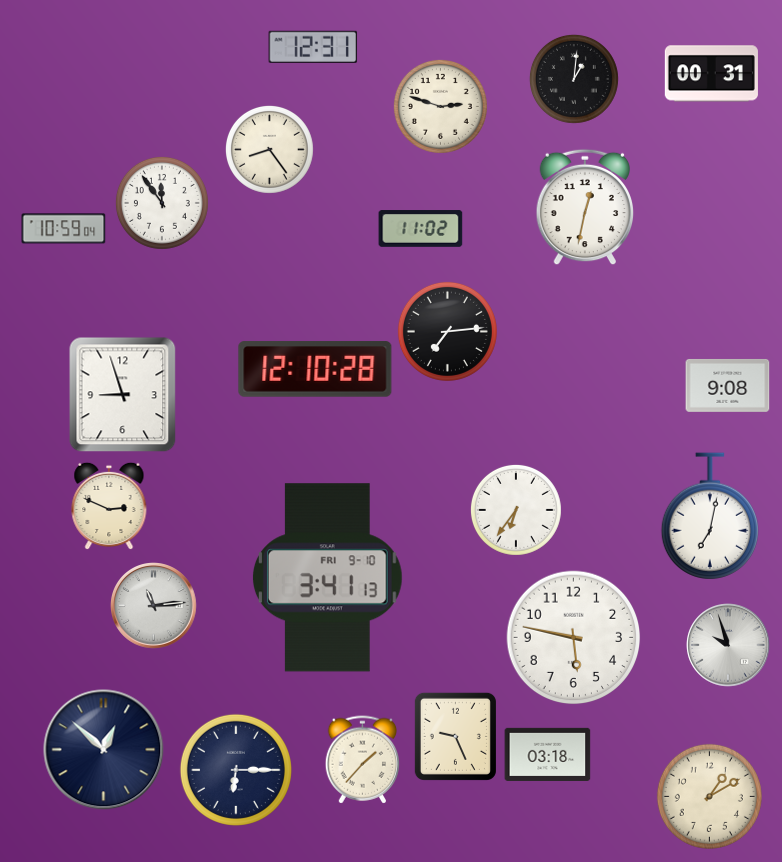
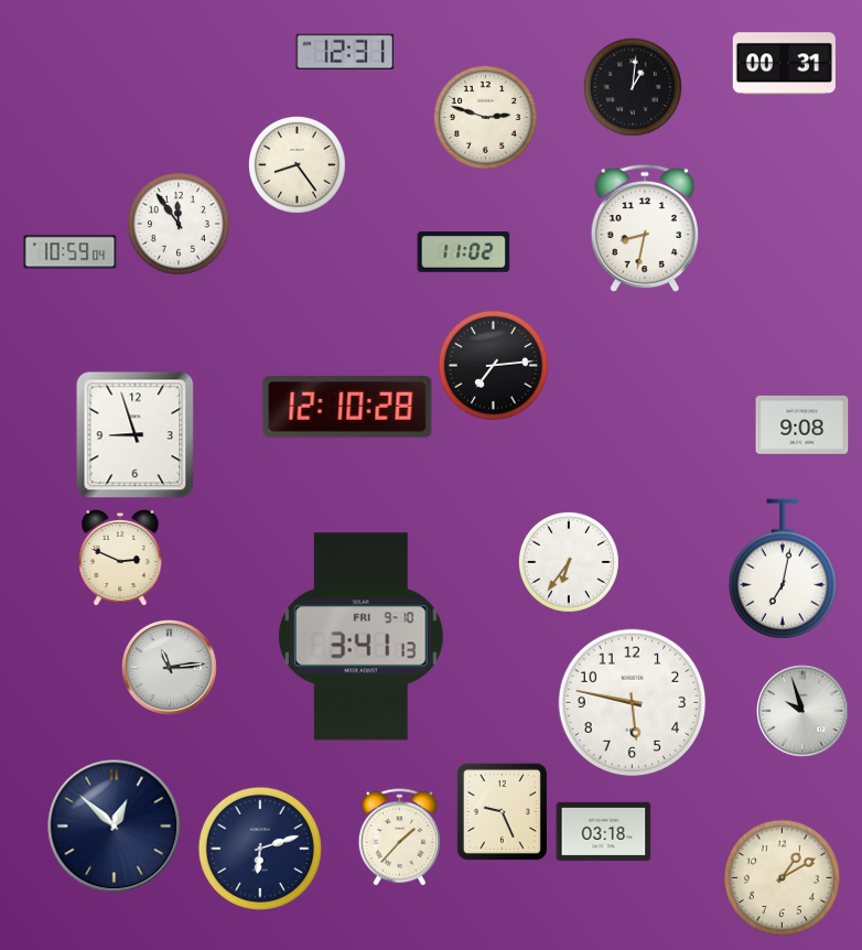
clock at (711, 74) position: (711, 74) -> (784, 64)
clock at (585, 207): 12:32 -> 8:32
clock at (236, 770): 6:15 -> 6:12
